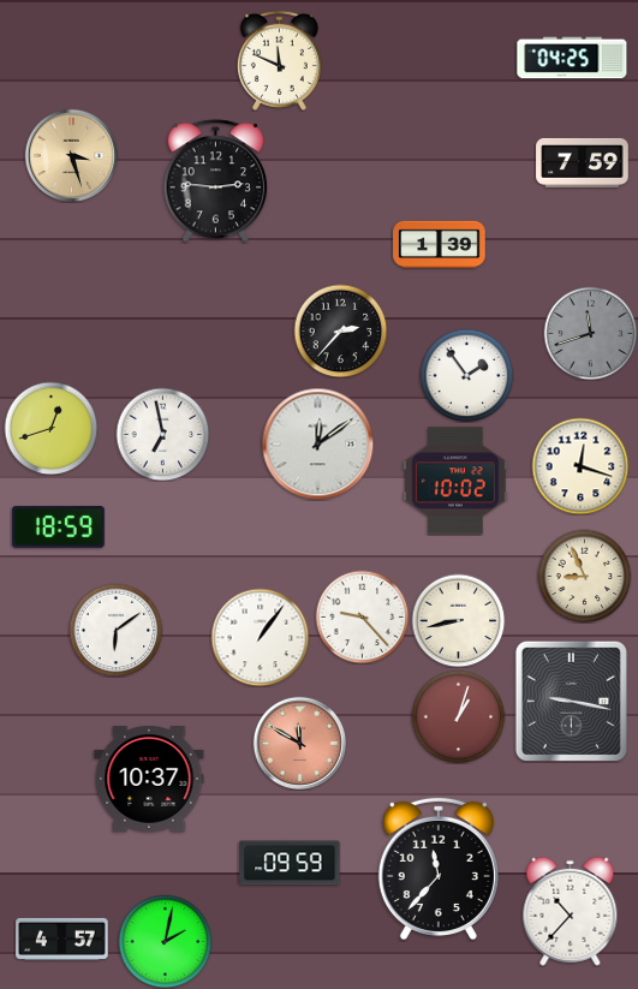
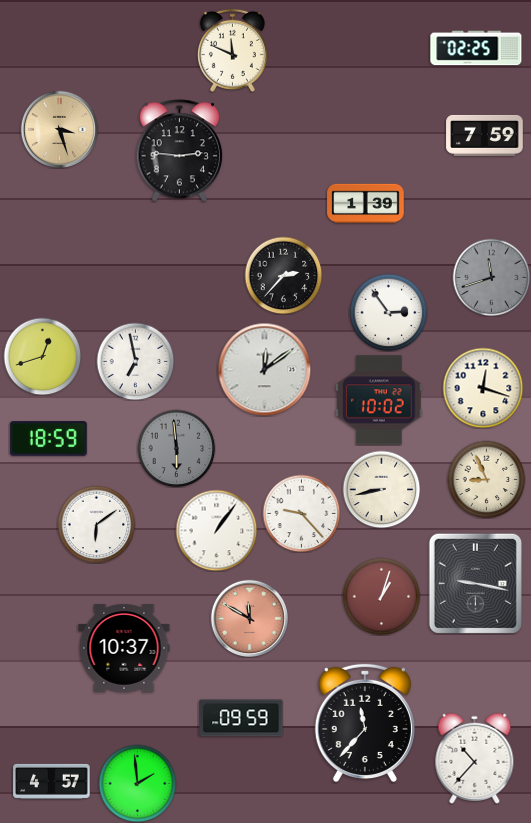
clock at (572, 58): 04:25 -> 02:25
clock at (466, 375): 1:54 -> 2:54
clock at (176, 448): none -> 5:59
clock at (458, 620) position: (458, 620) -> (381, 489)
clock at (165, 941): 2:02 -> 1:59
